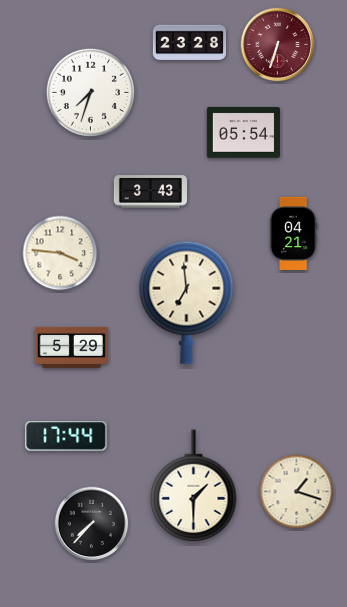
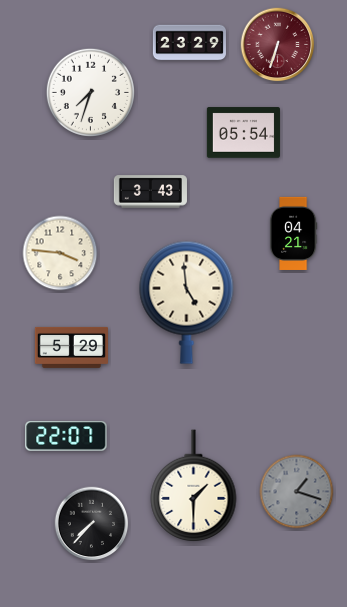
clock at (189, 43): 23:28 -> 23:29
clock at (187, 302): 6:59 -> 4:59
clock at (66, 436): 17:44 -> 22:07
clock at (297, 492) dial: cream -> grey
